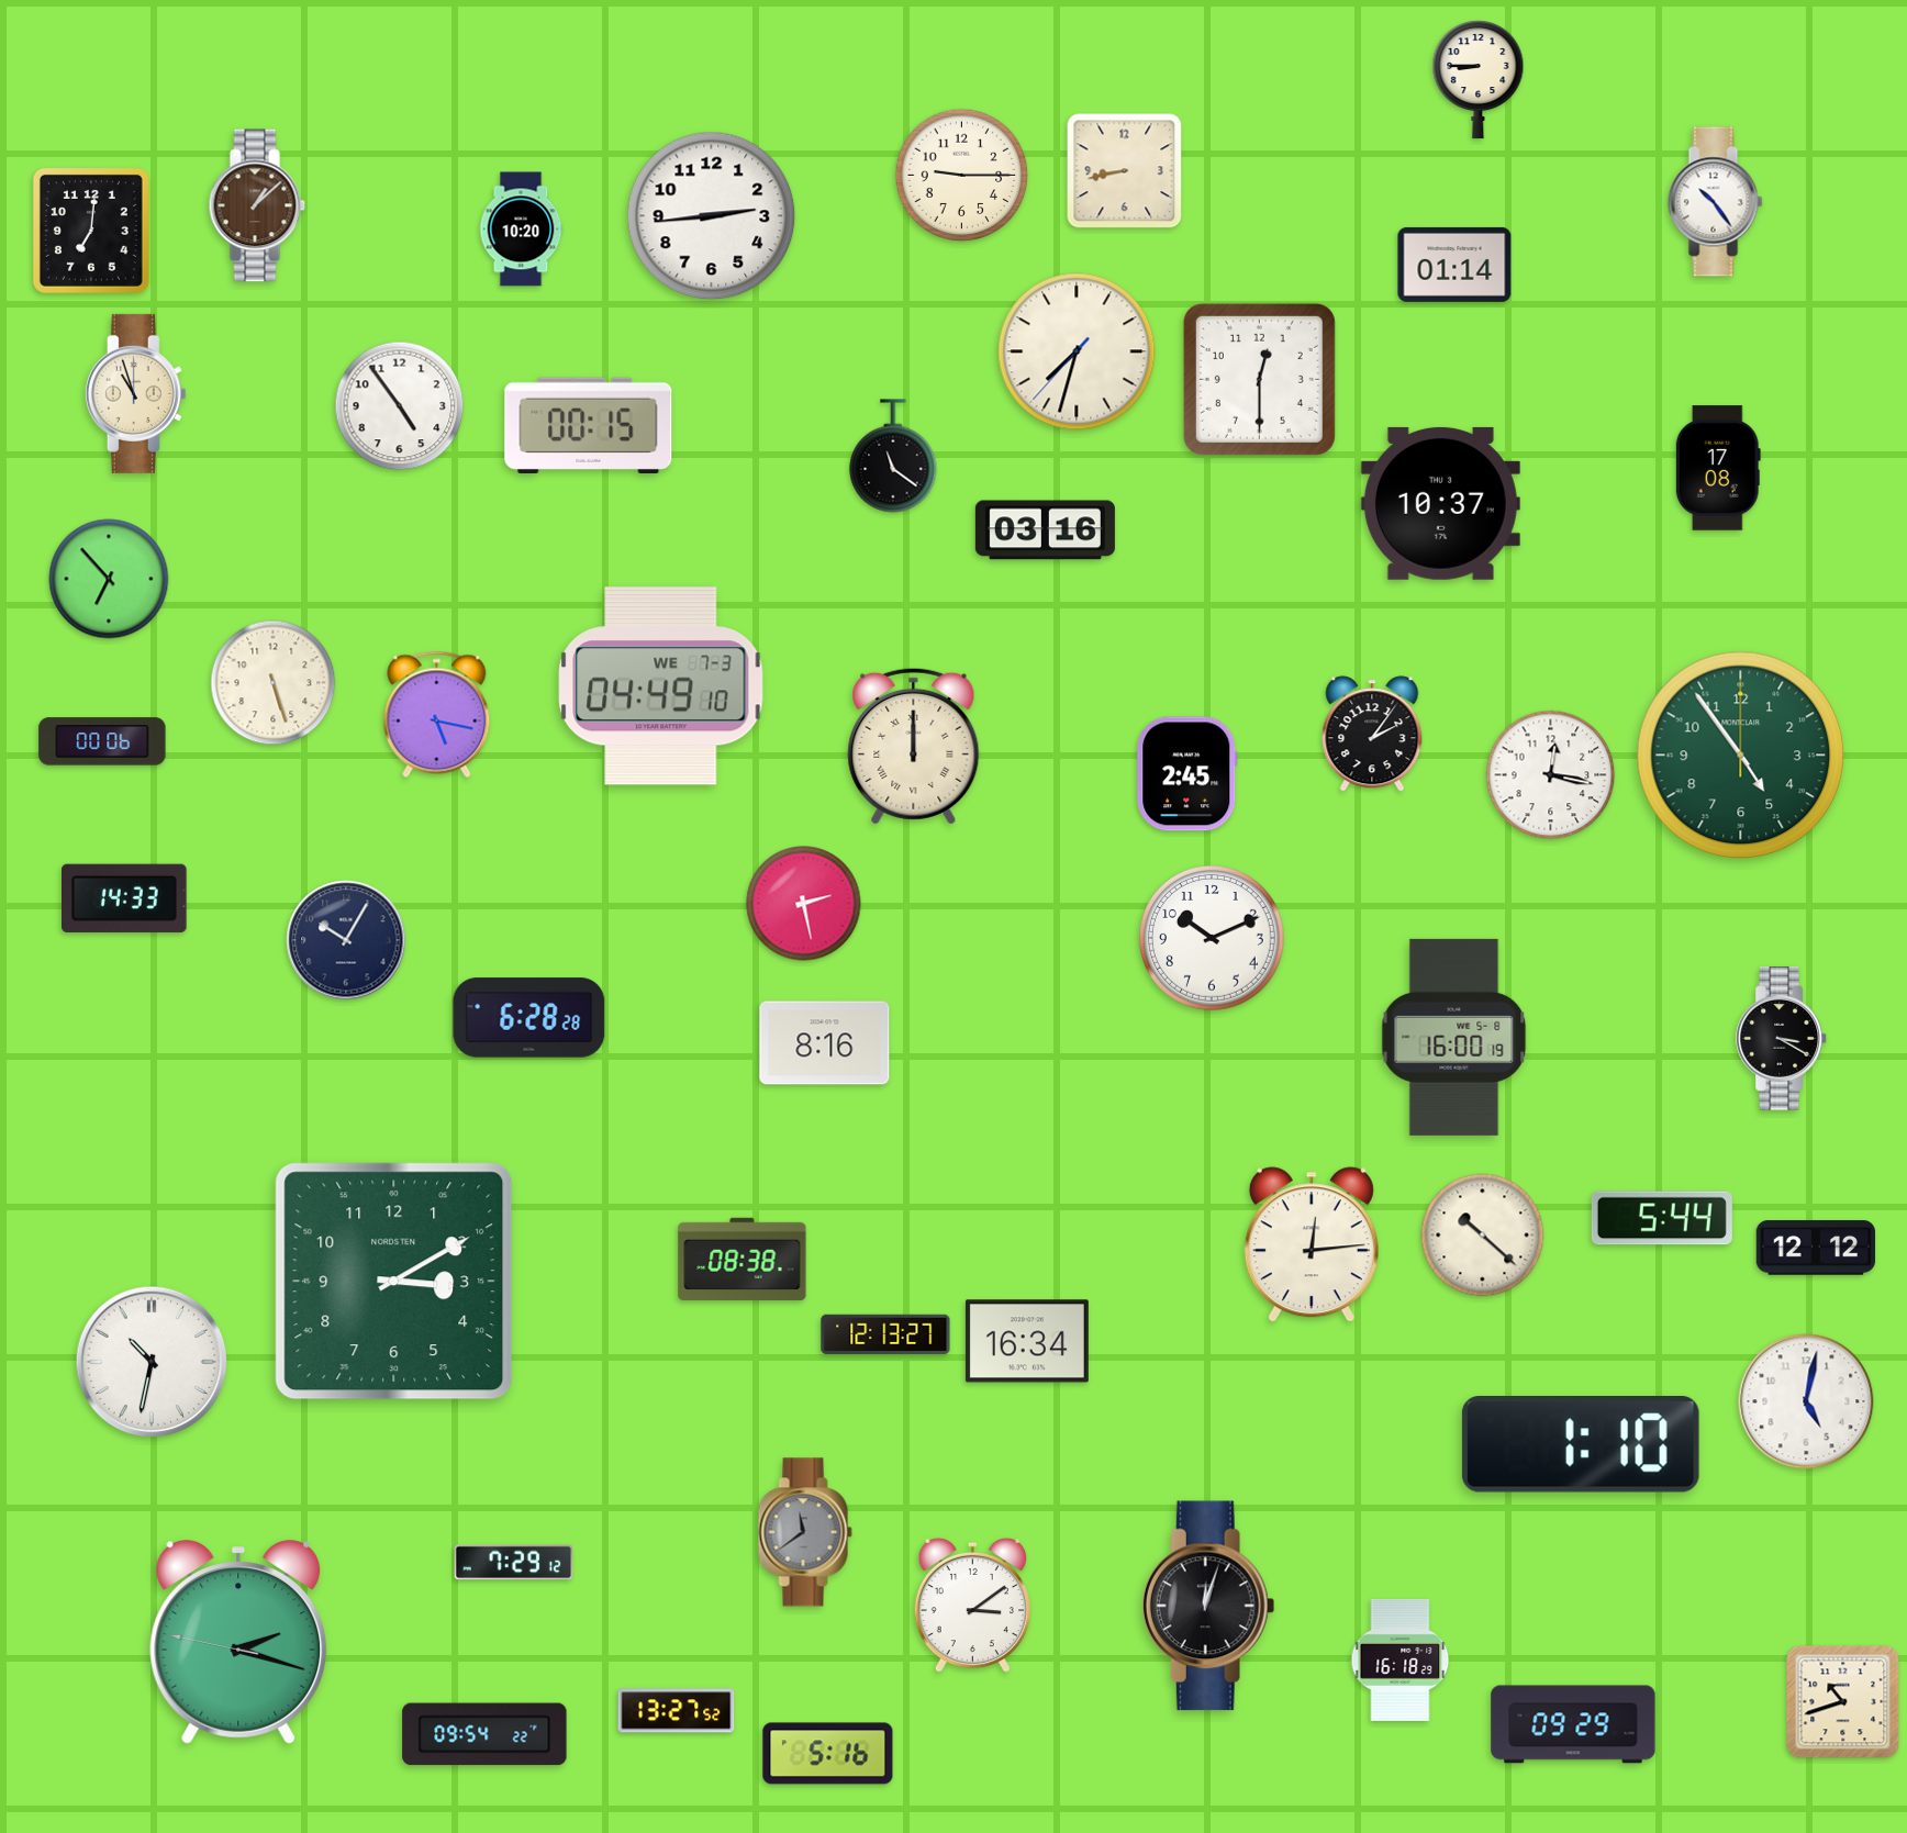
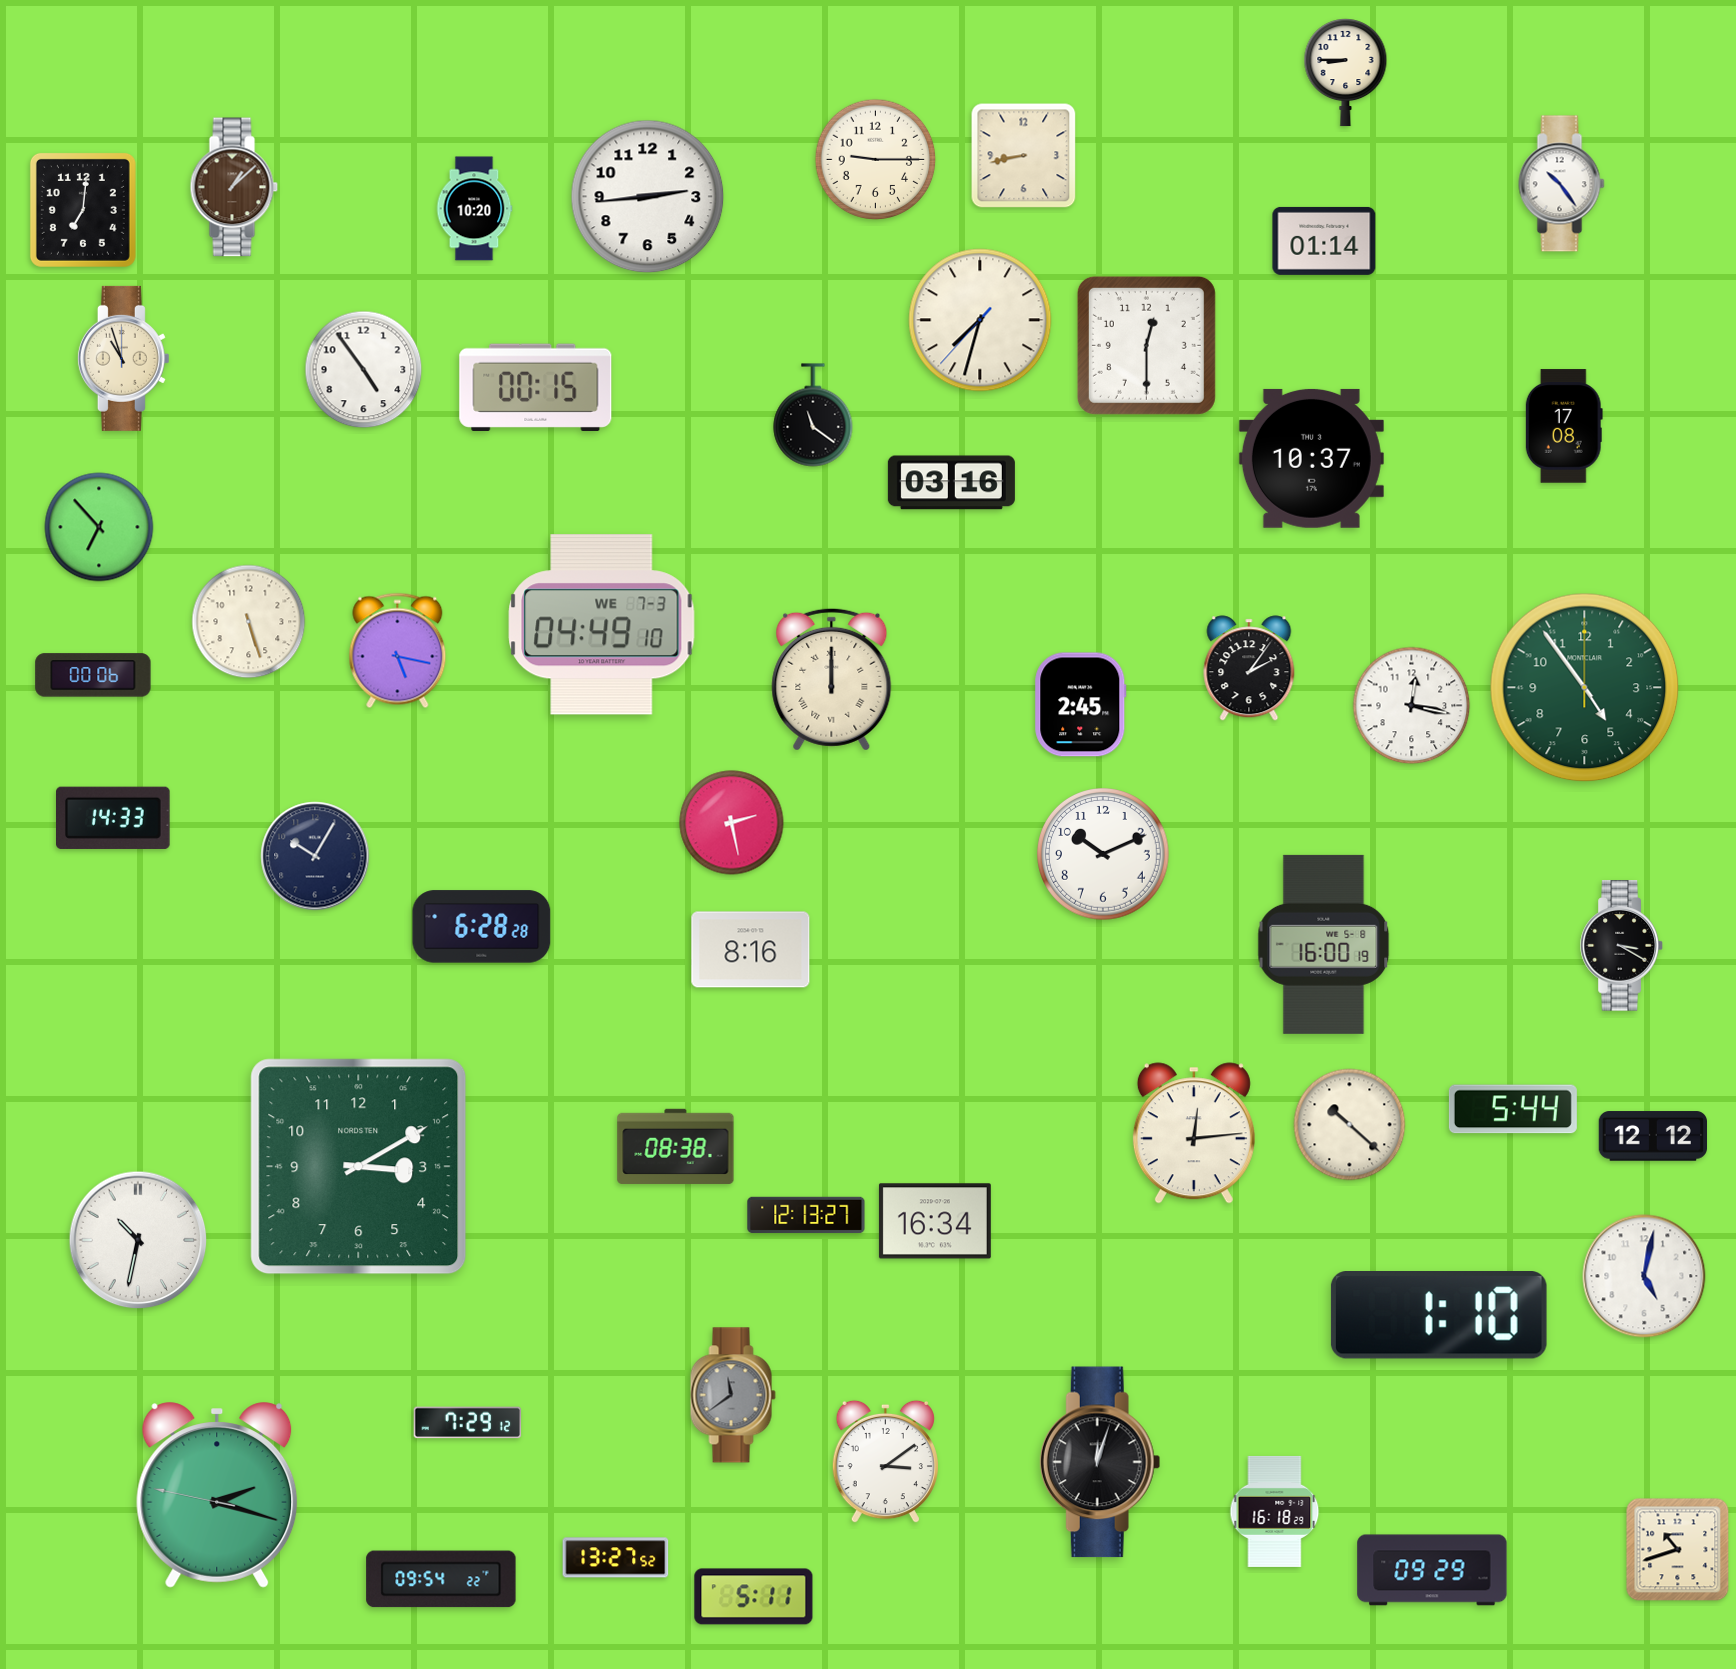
clock at (828, 1754): 5:16 -> 5:11
